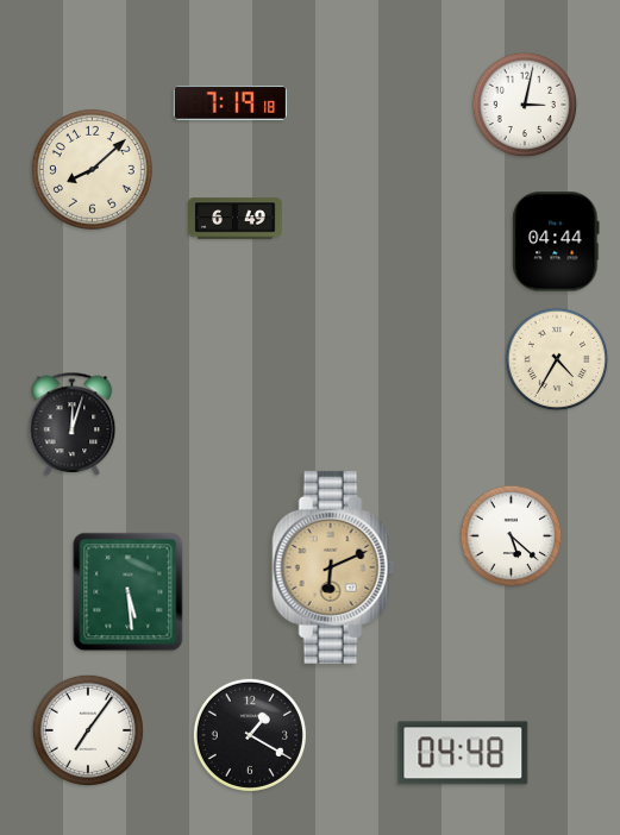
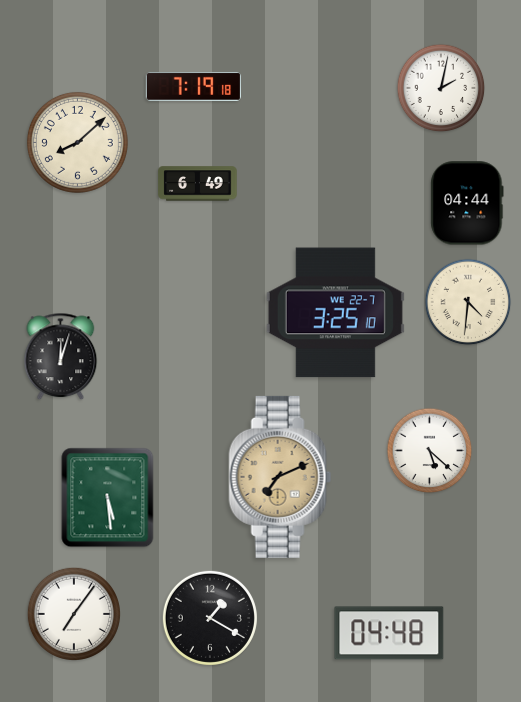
clock at (525, 105): 3:02 -> 2:02
clock at (557, 359): 4:35 -> 4:31
clock at (335, 313): none -> 3:25
clock at (333, 567): 6:11 -> 7:11
